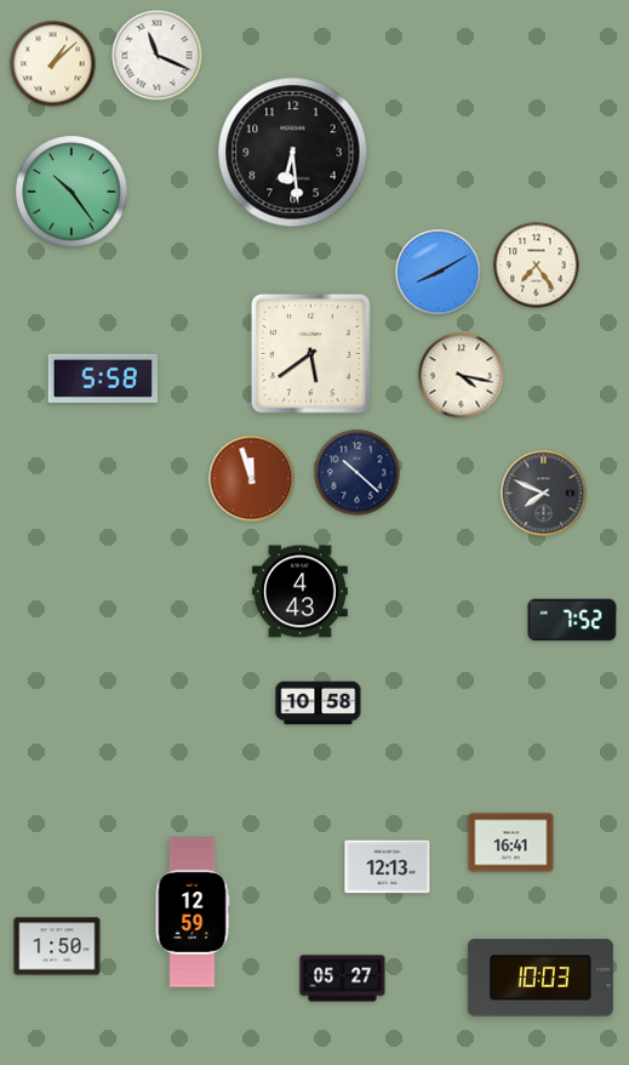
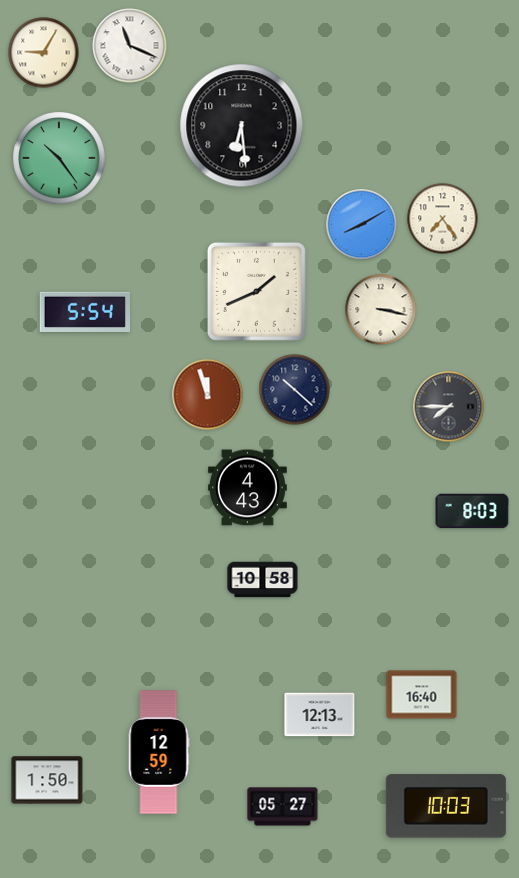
clock at (53, 64): 1:08 -> 9:05
clock at (310, 353): 5:39 -> 1:41
clock at (462, 376): 4:17 -> 3:17
clock at (102, 377): 5:58 -> 5:54
clock at (544, 494): 7:49 -> 7:45
clock at (572, 620): 7:52 -> 8:03
clock at (511, 843): 16:41 -> 16:40
